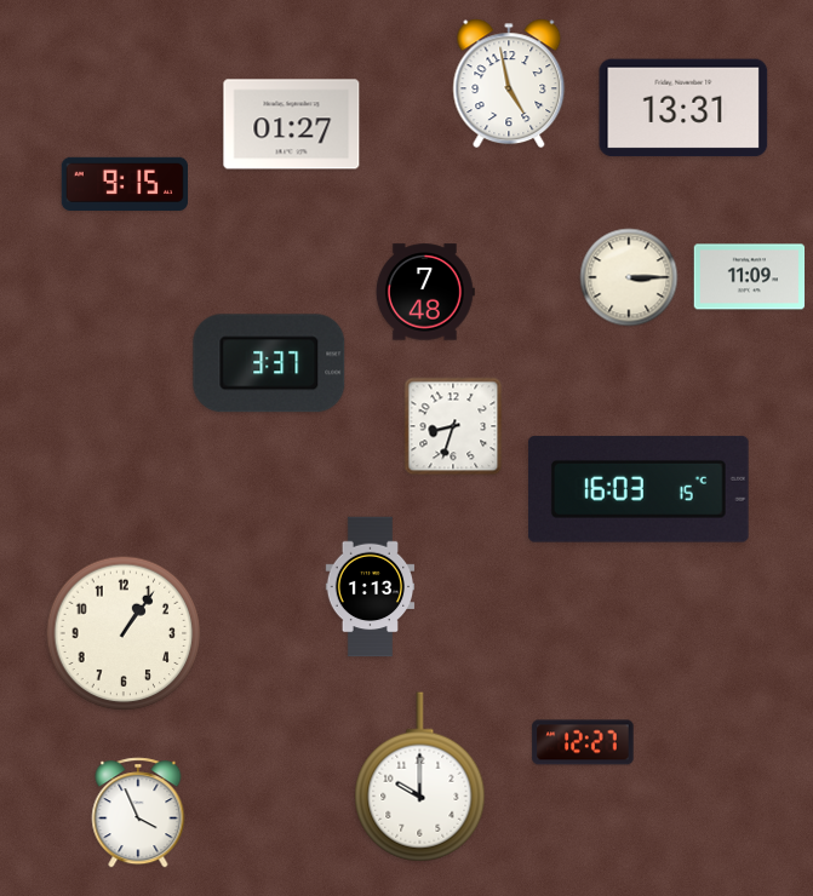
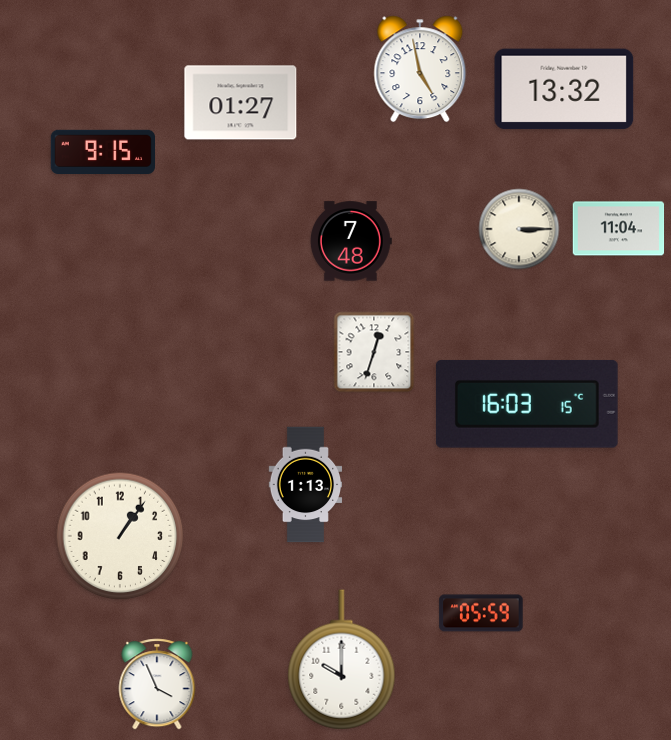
clock at (683, 108): 13:31 -> 13:32
clock at (750, 277): 11:09 -> 11:04
clock at (269, 363): 3:37 -> none
clock at (453, 426): 8:33 -> 12:33
clock at (124, 633) position: (124, 633) -> (120, 536)
clock at (583, 742): 12:27 -> 05:59
clock at (420, 777) position: (420, 777) -> (342, 660)
clock at (138, 812) position: (138, 812) -> (157, 684)
